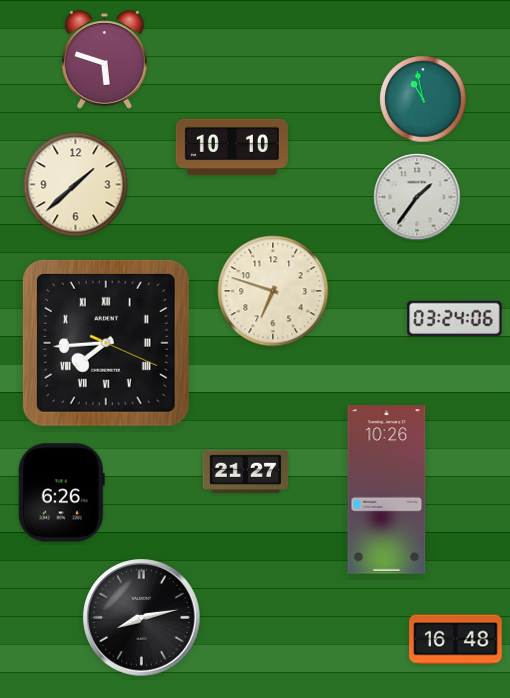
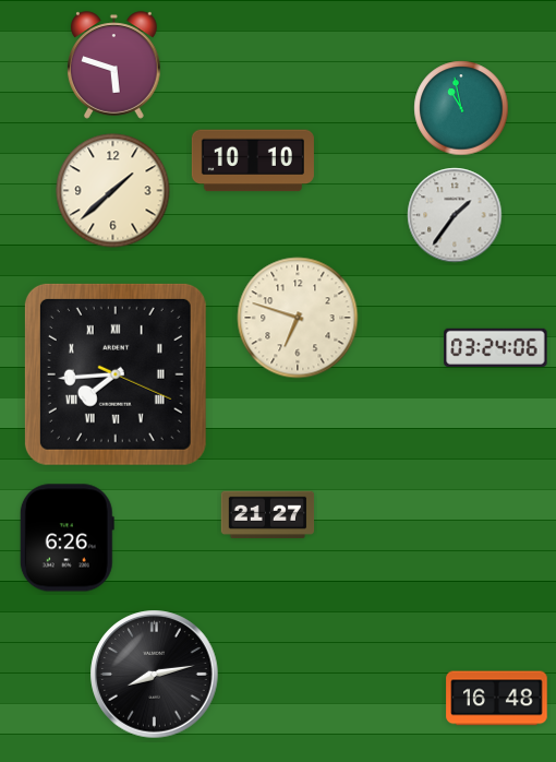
clock at (76, 185) position: (76, 185) -> (113, 191)
clock at (387, 490): 10:26 -> none
